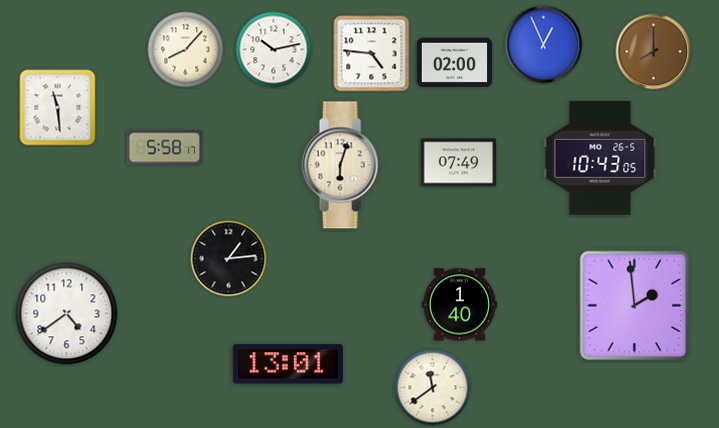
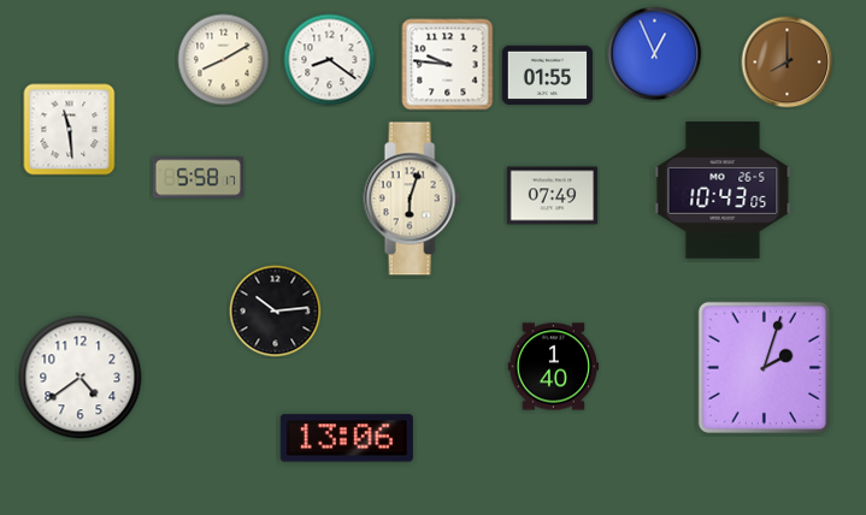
clock at (186, 50): 8:07 -> 8:10
clock at (274, 50): 10:13 -> 8:21
clock at (372, 54): 4:46 -> 9:46
clock at (455, 63): 02:00 -> 01:55
clock at (229, 259): 1:14 -> 10:14
clock at (634, 305): 1:59 -> 2:03
clock at (288, 364): 13:01 -> 13:06
clock at (433, 388): 11:39 -> none
